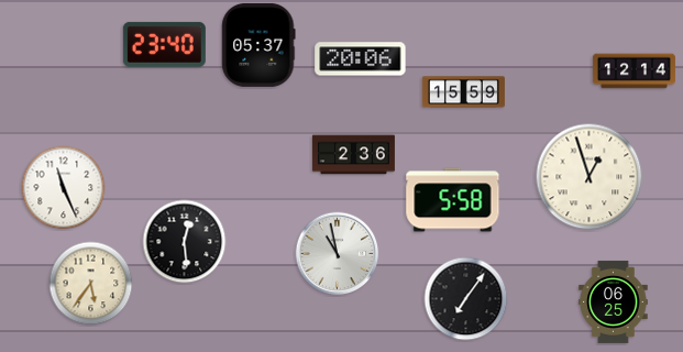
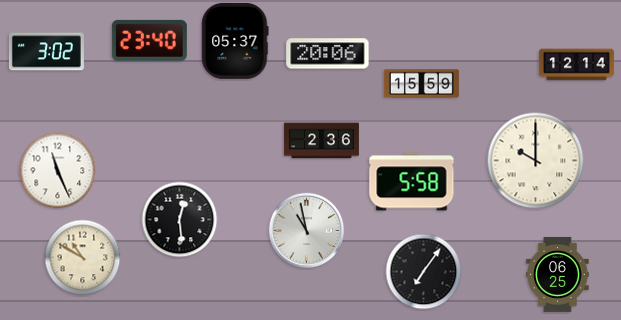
clock at (46, 52): none -> 3:02
clock at (590, 177): 12:57 -> 10:00
clock at (185, 242) position: (185, 242) -> (180, 220)
clock at (91, 284): 5:36 -> 10:50
